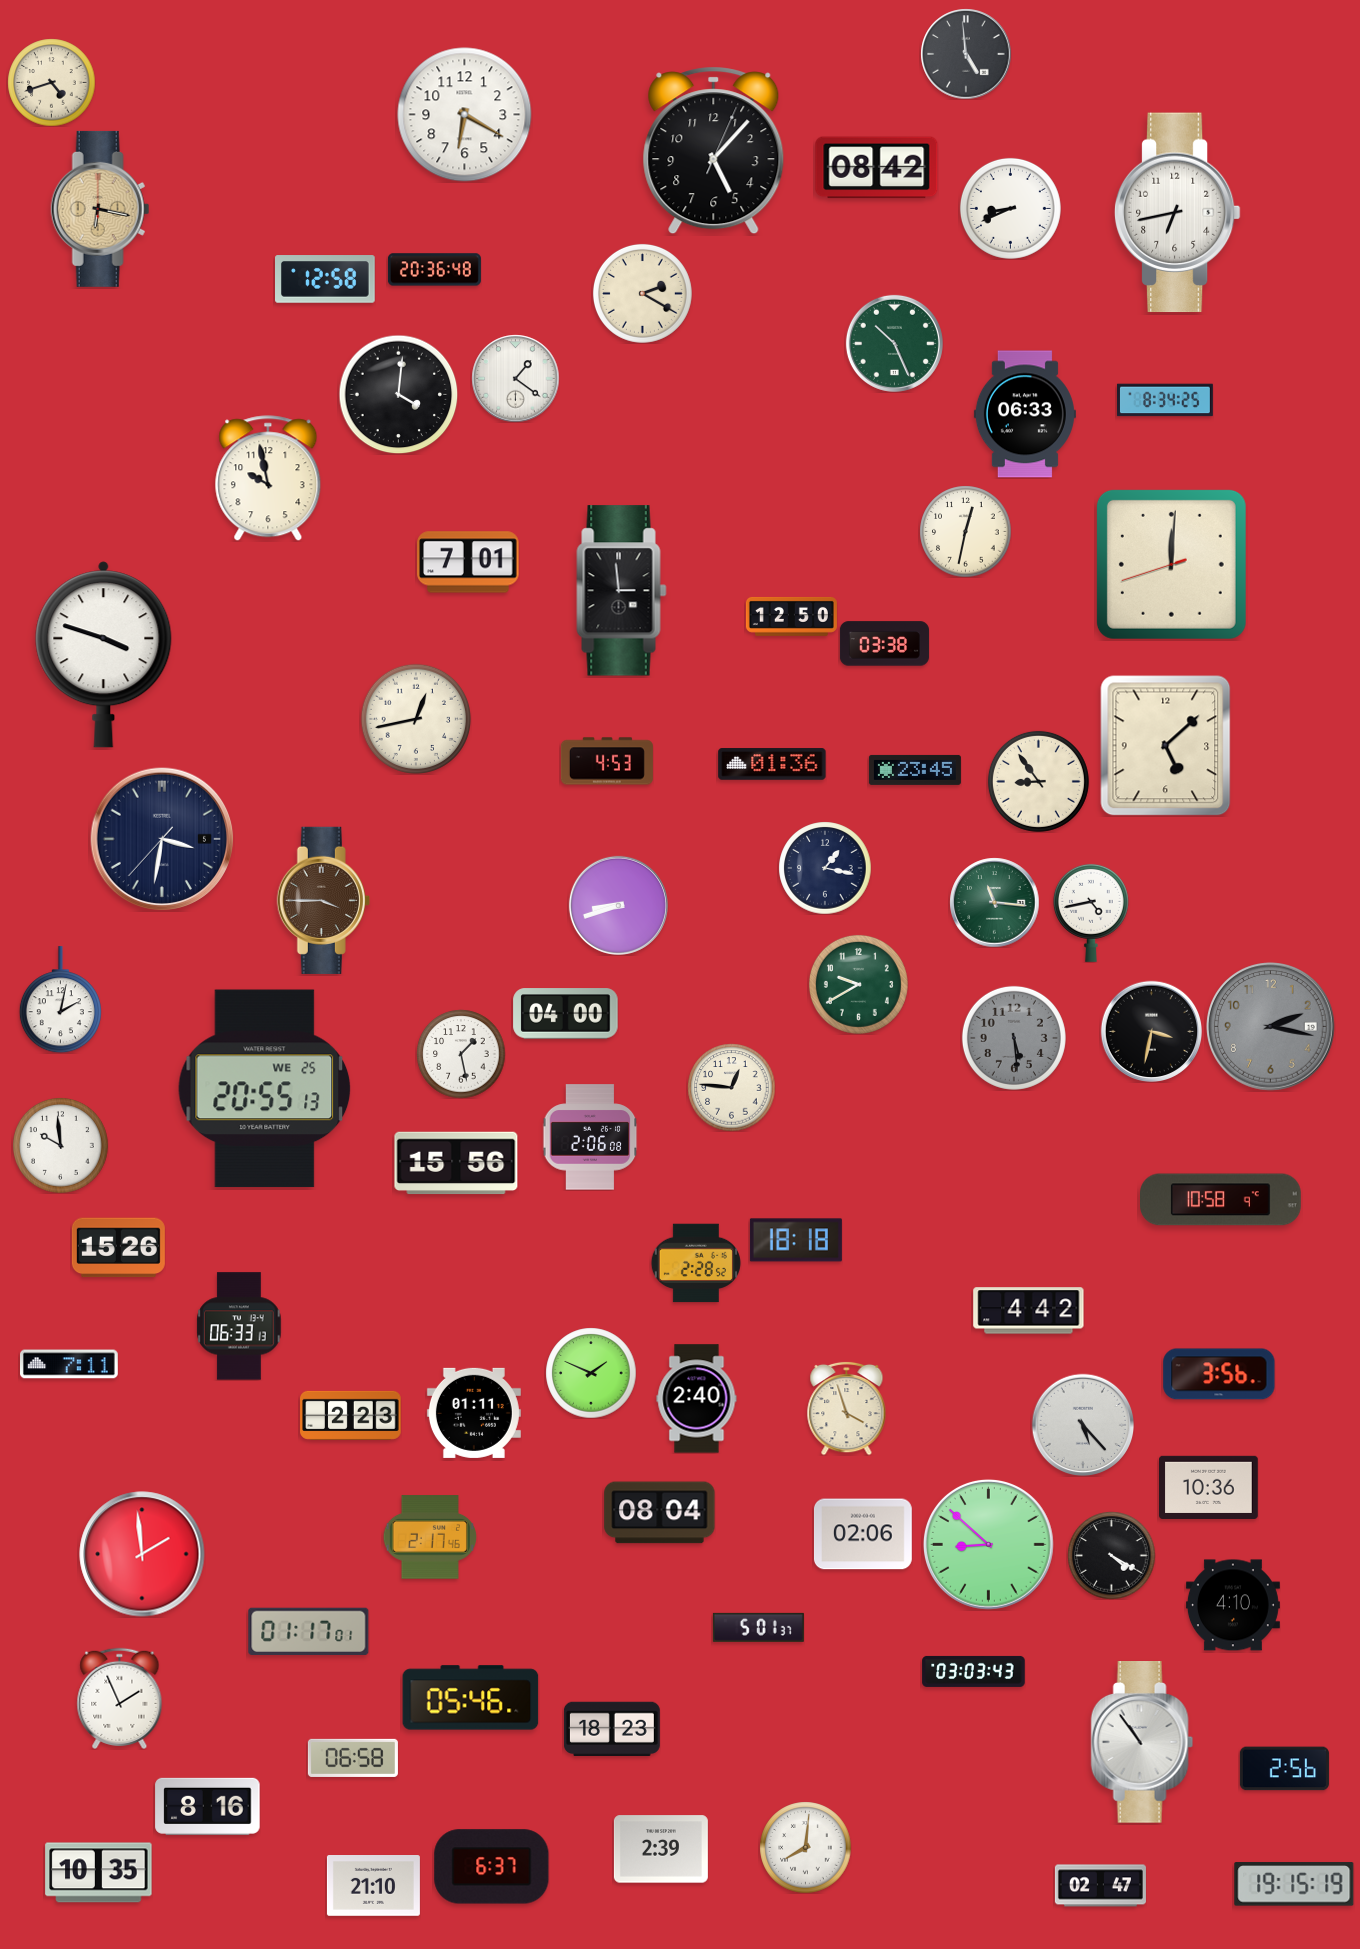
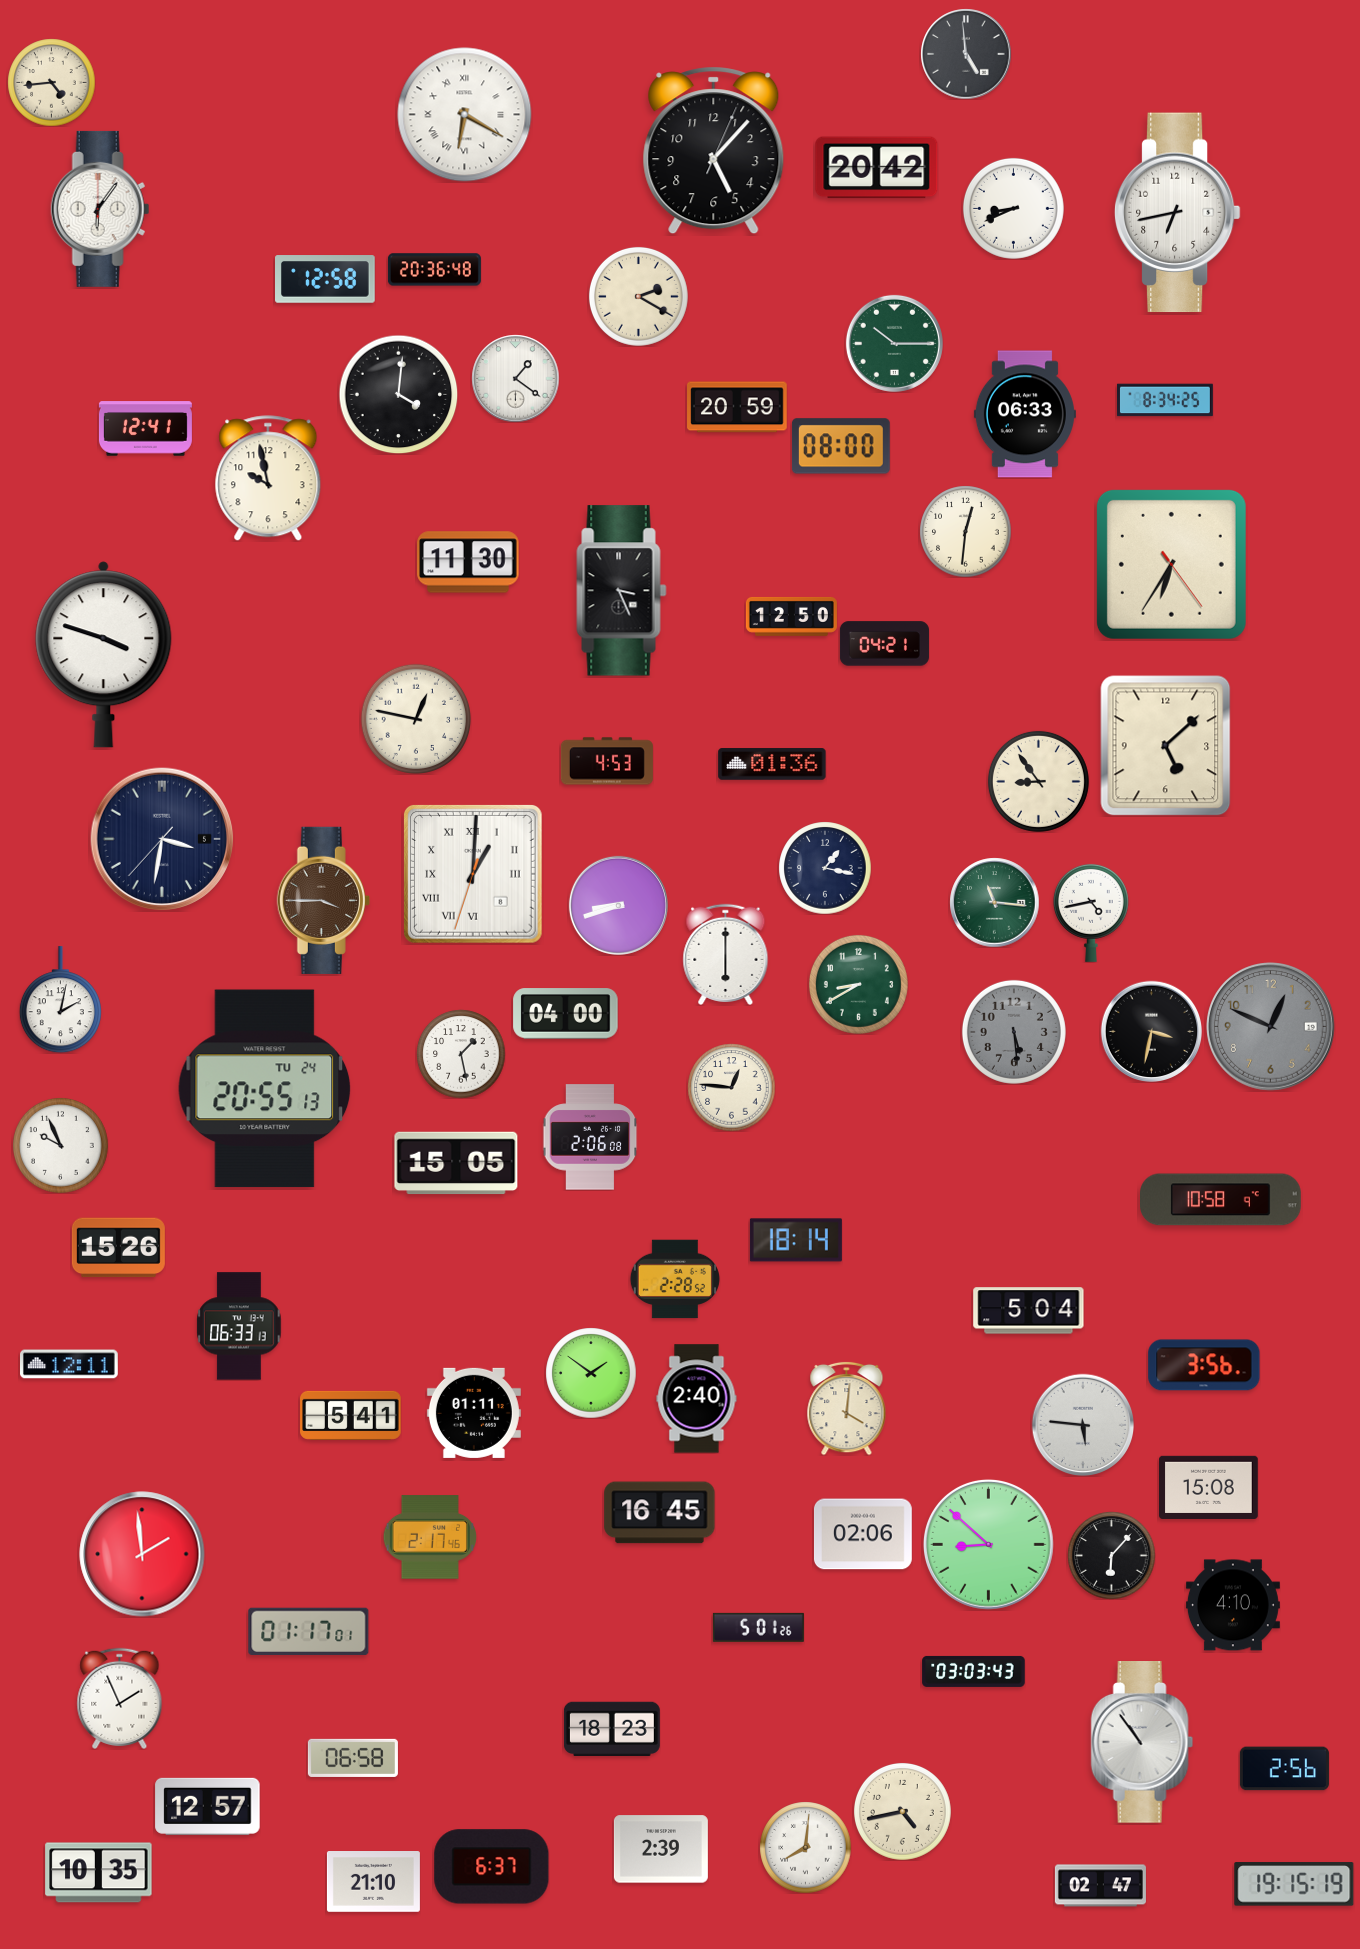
clock at (51, 82): 4:42 -> 4:44
clock at (465, 115) numerals: Arabic -> Roman
clock at (877, 168): 08:42 -> 20:42
clock at (1010, 208) position: (1010, 208) -> (1013, 208)
clock at (100, 209): 6:17 -> 6:06
clock at (100, 209) dial: champagne -> white
clock at (642, 293) position: (642, 293) -> (638, 296)
clock at (894, 343): 10:26 -> 10:15
clock at (737, 407): none -> 20:59
clock at (145, 429): none -> 12:41
clock at (841, 446): none -> 08:00
clock at (965, 531): 12:32 -> 12:31
clock at (468, 562): 7:01 -> 11:30
clock at (1171, 564): 12:00 -> 6:35
clock at (622, 591): 2:59 -> 3:26
clock at (884, 644): 03:38 -> 04:21
clock at (415, 718): 12:43 -> 12:47
clock at (915, 770): 23:45 -> none
clock at (473, 874): none -> 1:00
clock at (726, 954): none -> 6:00
clock at (858, 984): 9:40 -> 8:40
clock at (1271, 1027): 2:17 -> 12:49
clock at (1014, 1038) position: (1014, 1038) -> (1014, 1032)
clock at (265, 1089) date: WE 25 -> TU 24
clock at (61, 1146): 9:59 -> 9:56
clock at (456, 1163): 15:56 -> 15:05
clock at (796, 1240): 18:18 -> 18:14
clock at (696, 1263) position: (696, 1263) -> (675, 1279)
clock at (1029, 1311): 4:42 -> 5:04
clock at (70, 1364): 7:11 -> 12:11
clock at (591, 1373): 1:49 -> 1:51
clock at (1219, 1374) position: (1219, 1374) -> (1204, 1365)
clock at (847, 1408): 3:57 -> 4:01
clock at (351, 1415): 2:23 -> 5:41
clock at (1083, 1425): 5:23 -> 5:46
clock at (1209, 1487): 10:36 -> 15:08
clock at (660, 1513): 08:04 -> 16:45
clock at (1111, 1555): 4:20 -> 6:07
clock at (758, 1627): 5:01:37 -> 5:01:26
clock at (471, 1698): 05:46 -> none
clock at (208, 1806): 8:16 -> 12:57
clock at (902, 1811): none -> 4:43
clock at (373, 1886) position: (373, 1886) -> (373, 1882)
